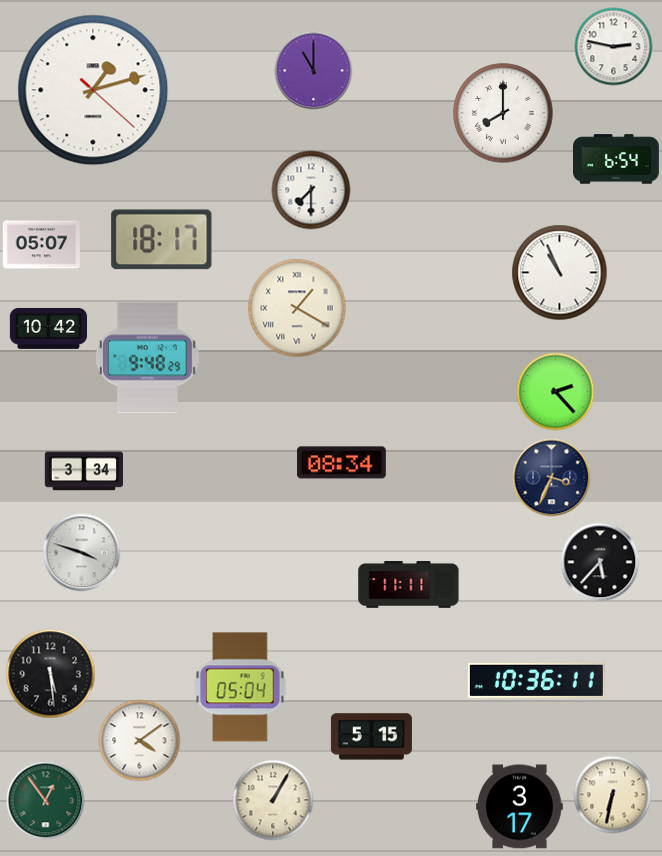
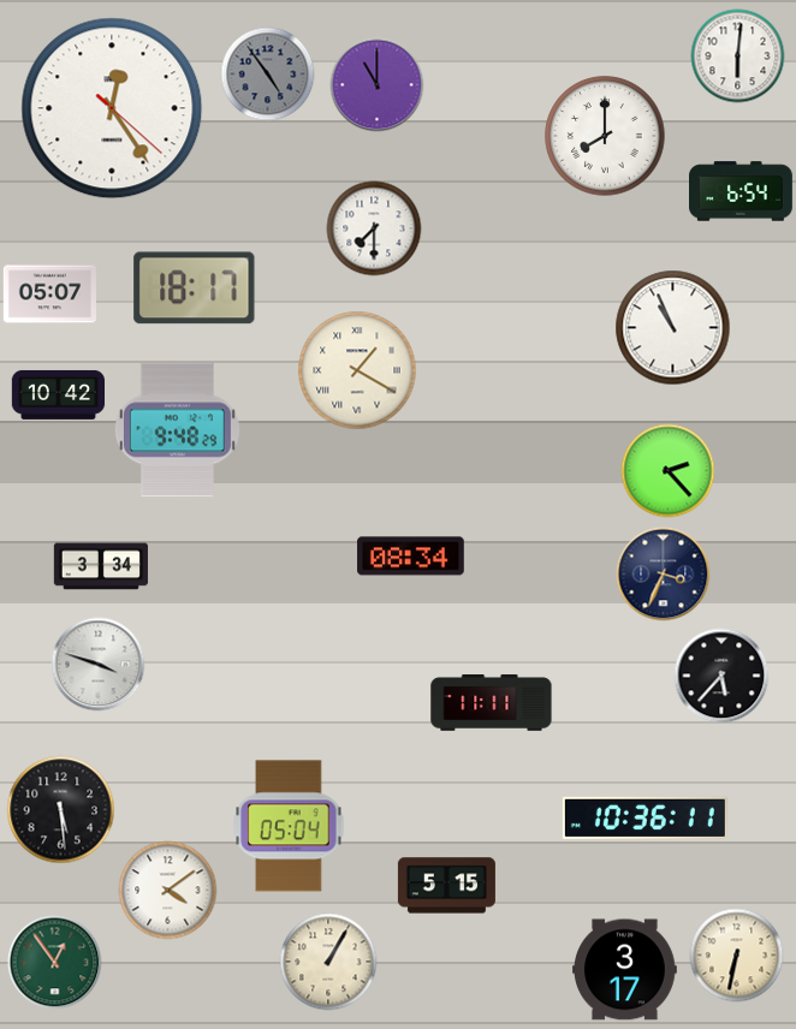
clock at (613, 46): 2:47 -> 6:01
clock at (267, 73): none -> 4:54
clock at (93, 90): 1:12 -> 12:24
